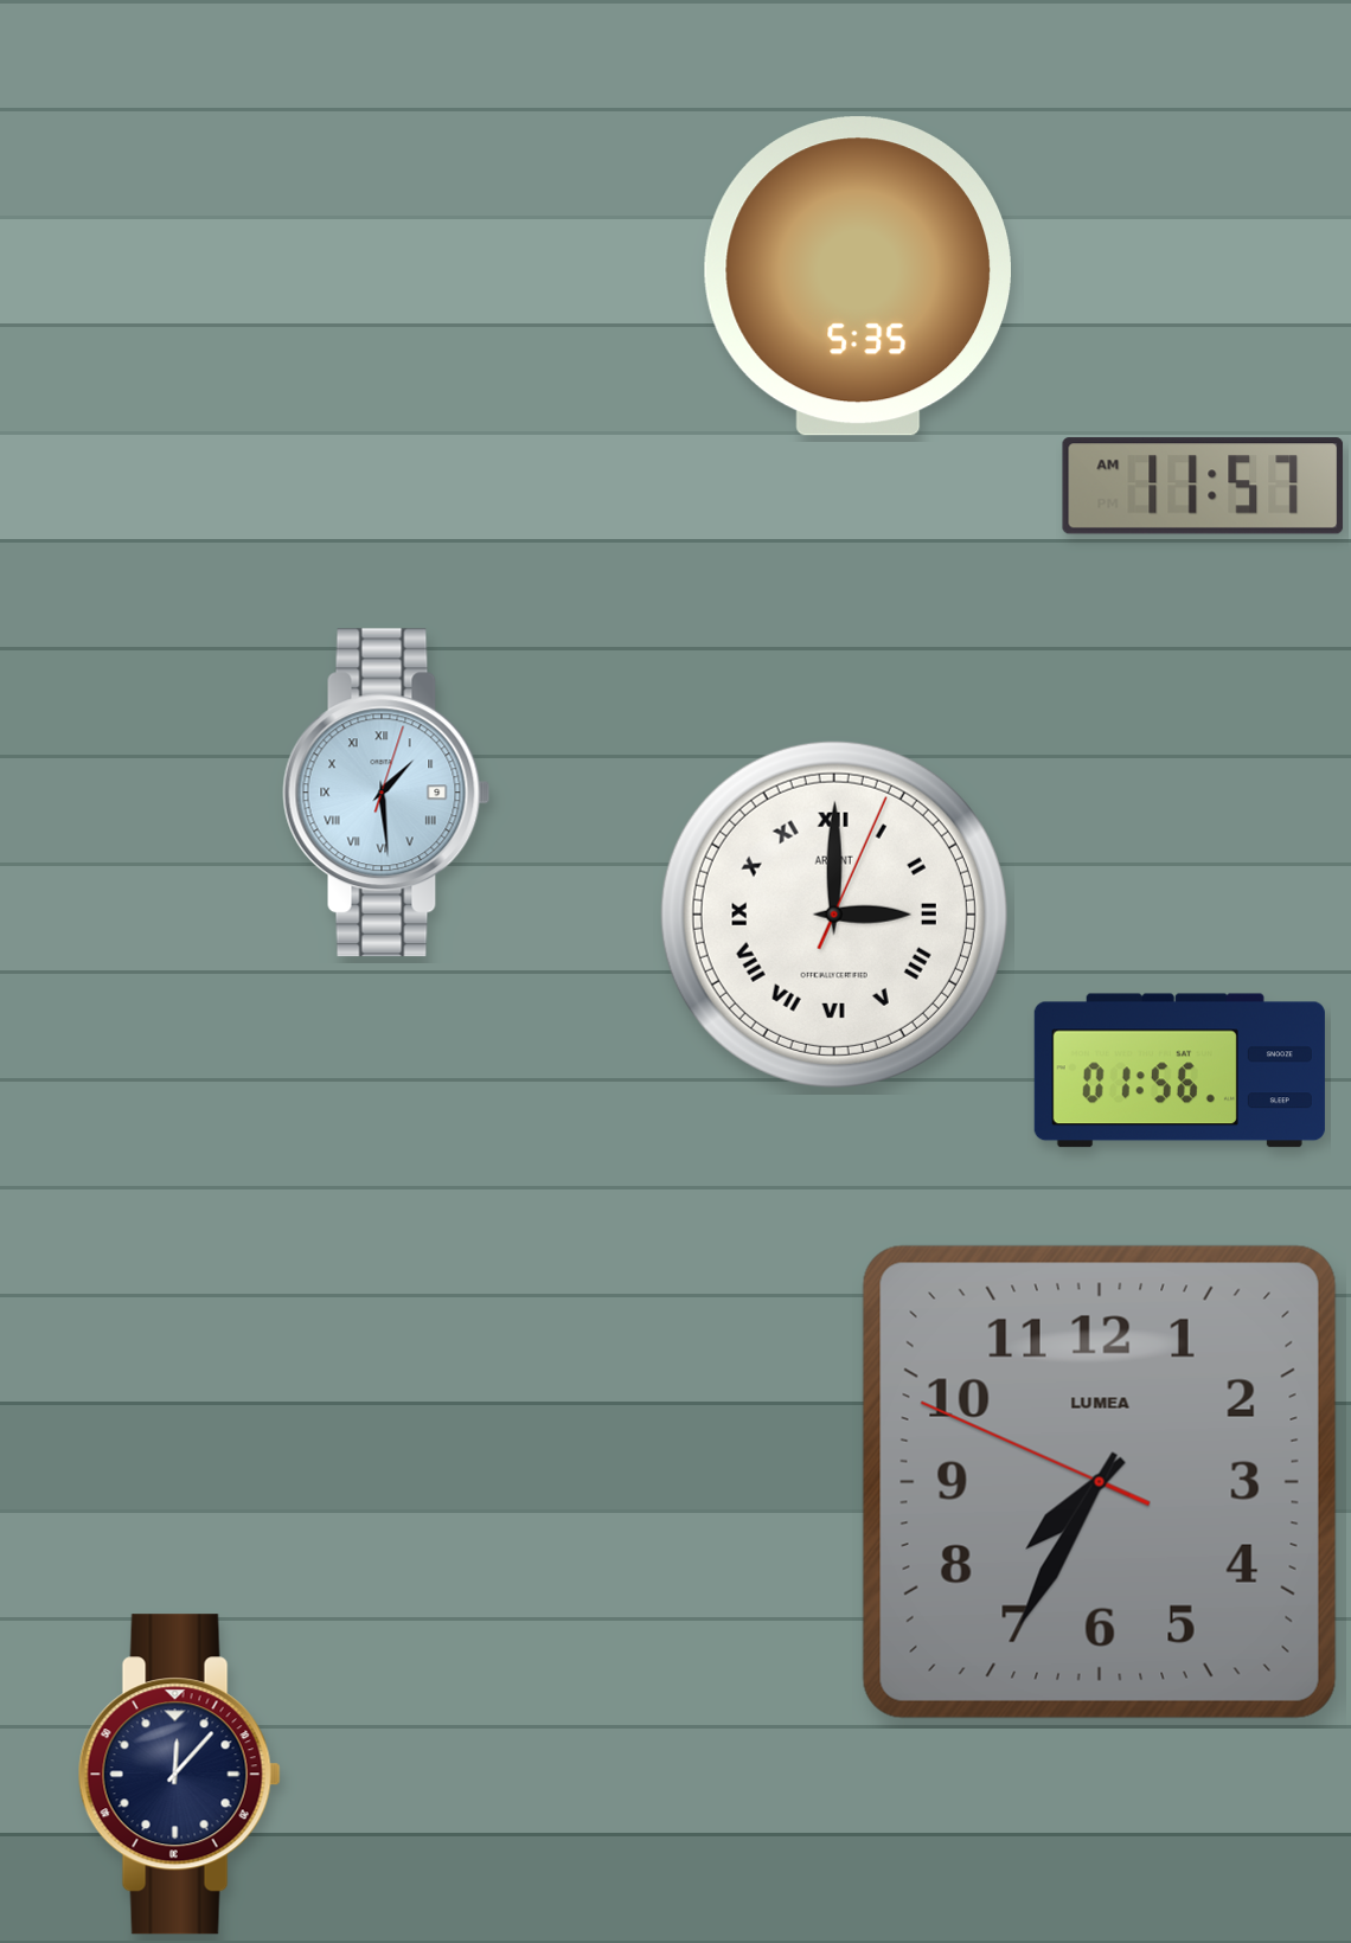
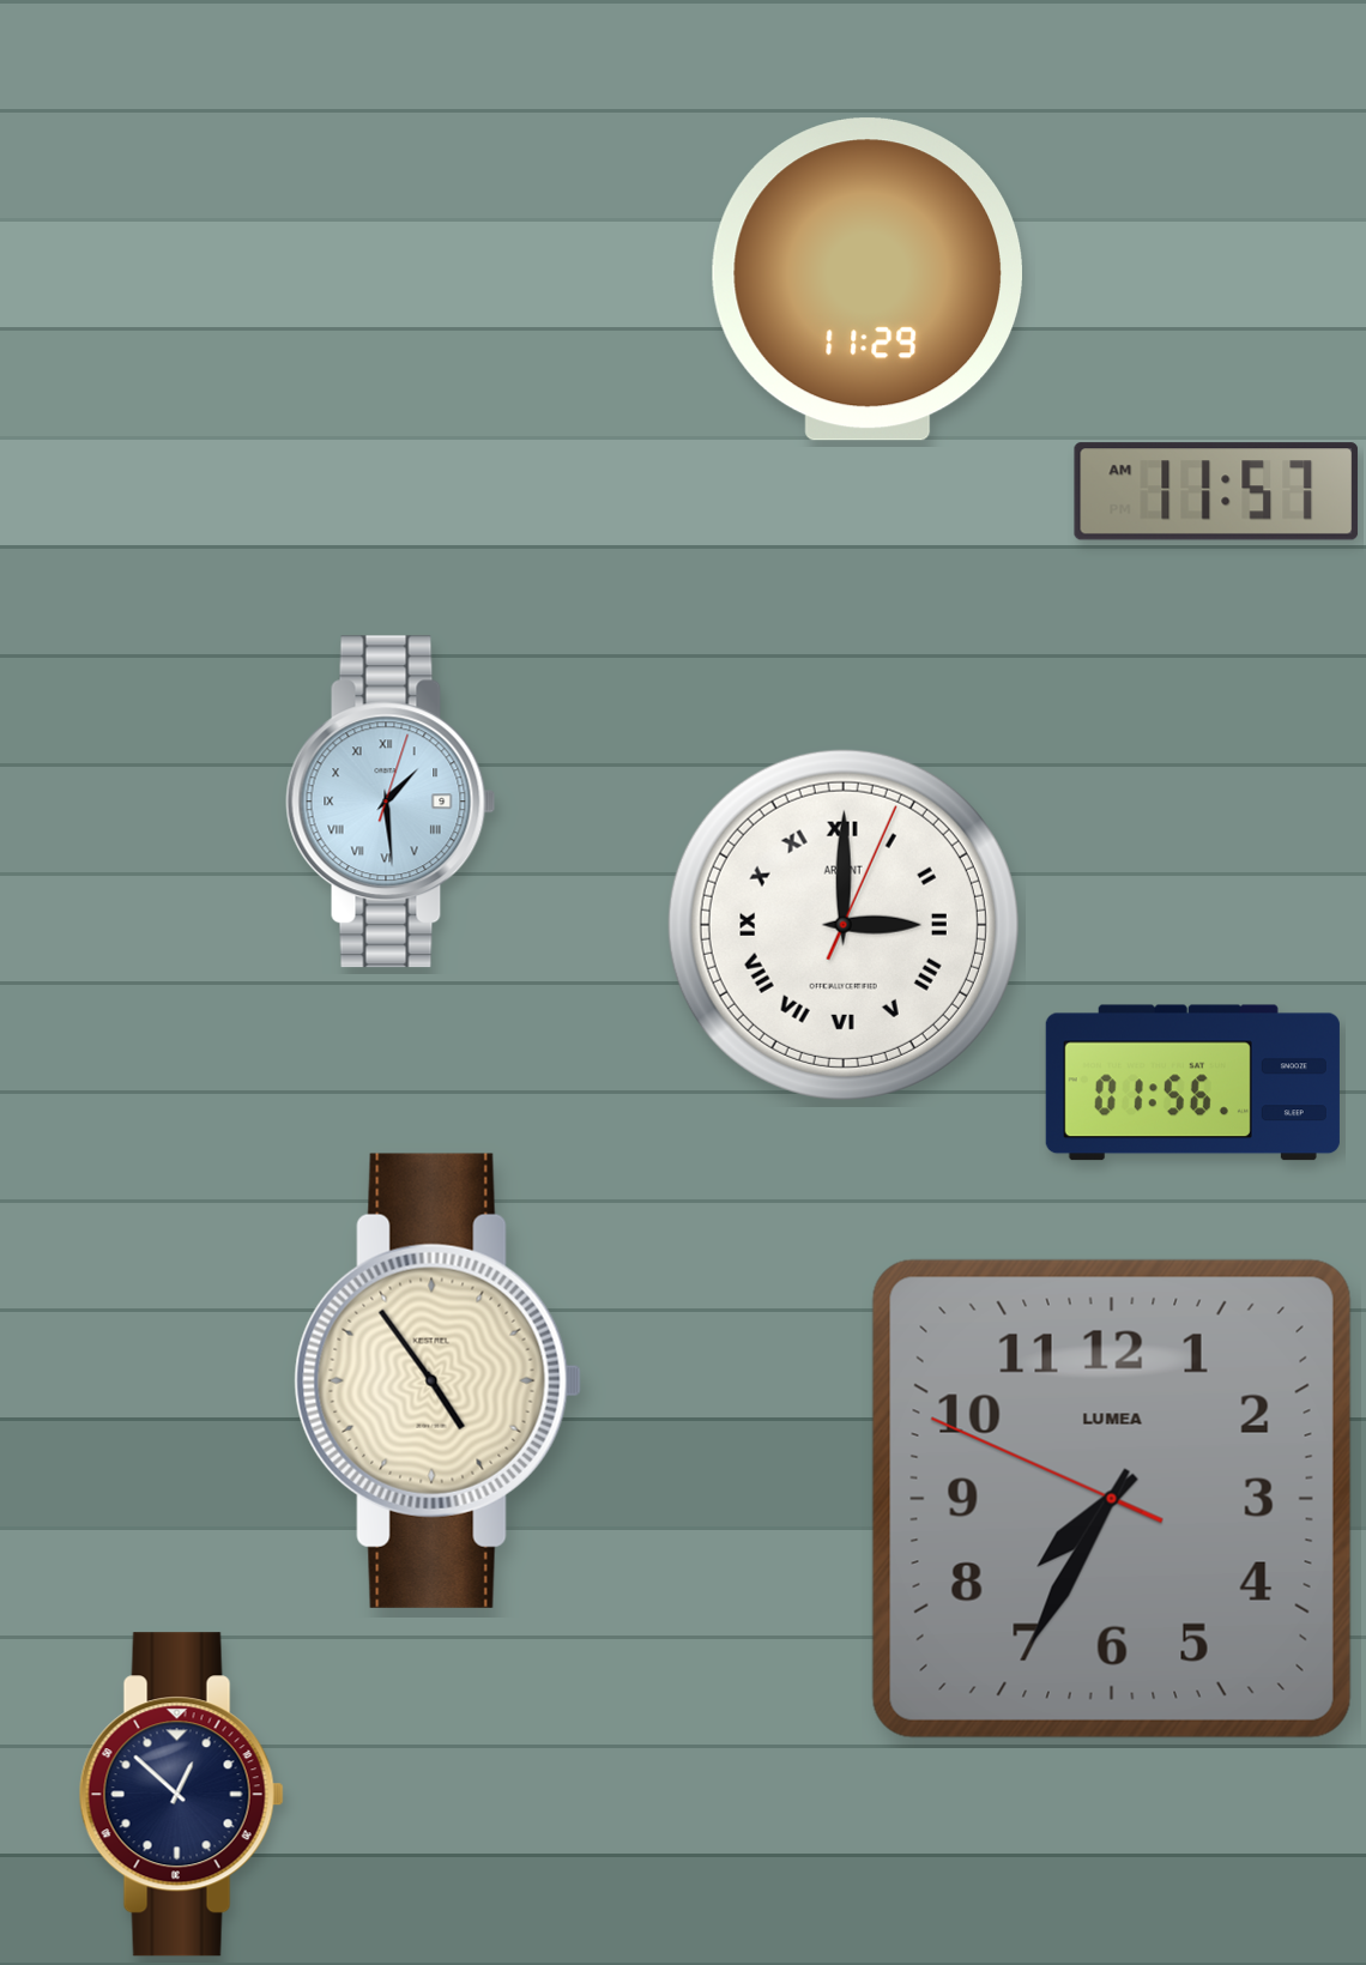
clock at (858, 276): 5:35 -> 11:29
clock at (437, 1380): none -> 4:54
clock at (179, 1775): 12:07 -> 12:52
